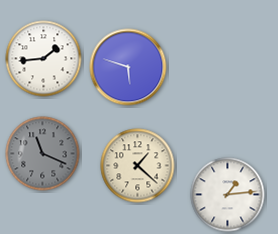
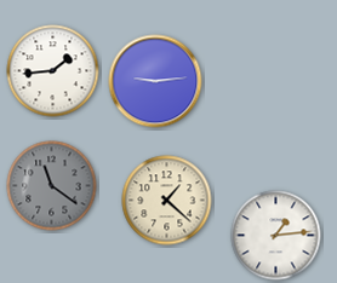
clock at (128, 67): 5:48 -> 9:14
clock at (43, 154): 11:19 -> 11:21
